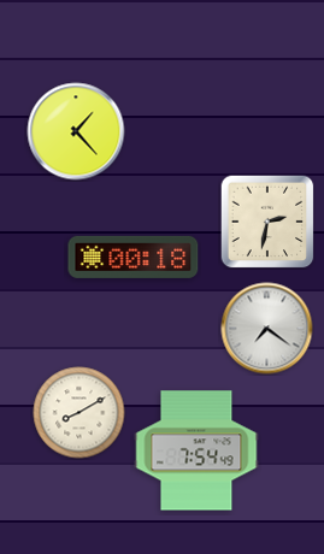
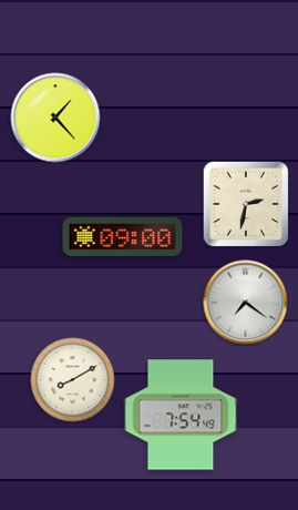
clock at (76, 131) position: (76, 131) -> (55, 118)
clock at (134, 257): 00:18 -> 09:00
